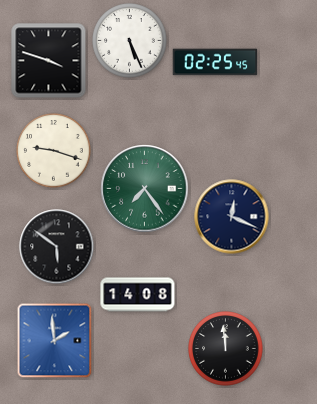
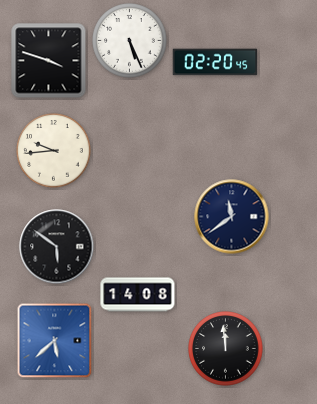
clock at (215, 62): 02:25 -> 02:20
clock at (54, 151): 9:18 -> 9:44
clock at (145, 189): 7:24 -> none
clock at (232, 217): 12:19 -> 11:39
clock at (55, 341): 1:59 -> 5:38
